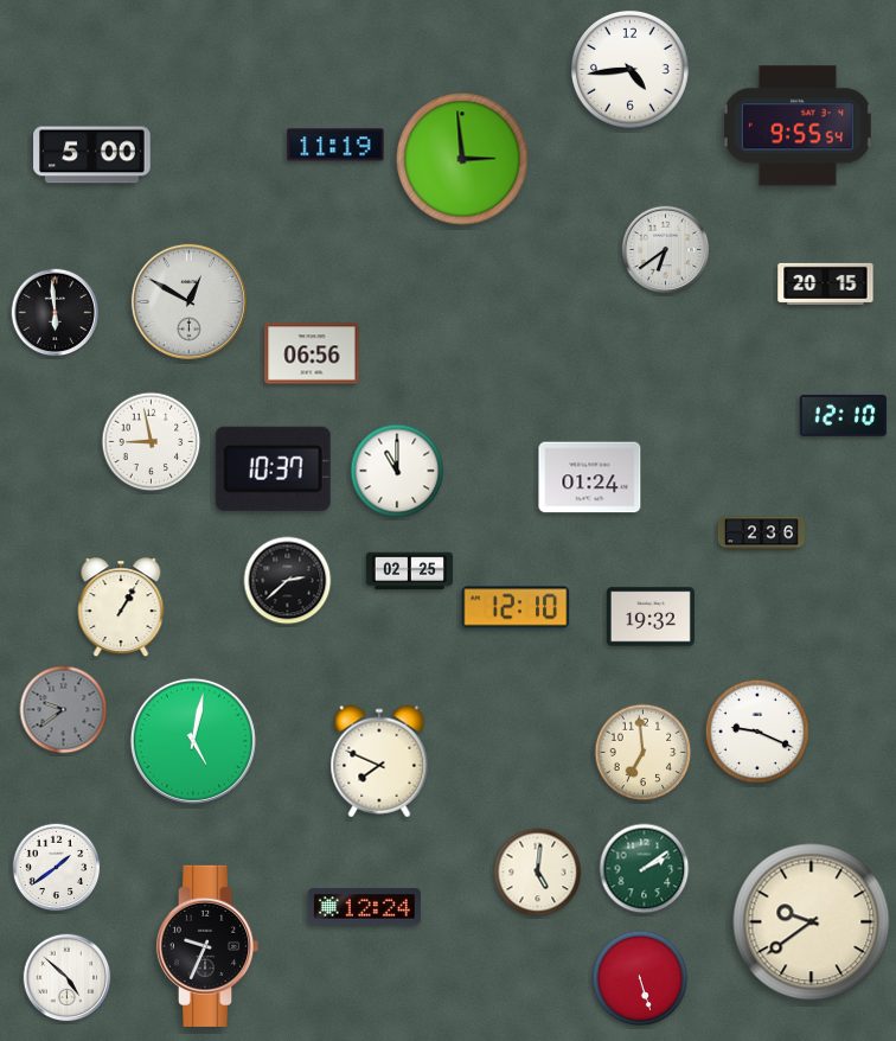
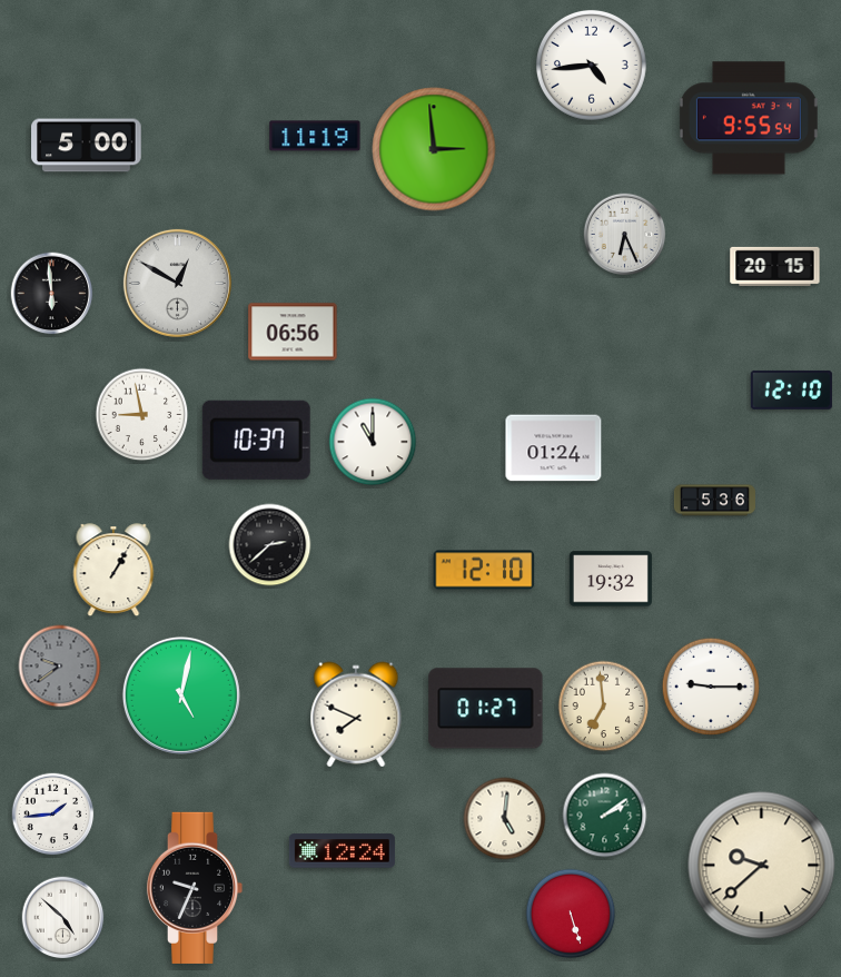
clock at (666, 250): 6:39 -> 6:26
clock at (761, 534): 2:36 -> 5:36
clock at (409, 571): 02:25 -> none
clock at (756, 730): 9:19 -> 9:15
clock at (486, 709): none -> 01:27
clock at (57, 868): 1:39 -> 1:44
clock at (812, 922): 9:39 -> 9:38
clock at (640, 978) position: (640, 978) -> (571, 914)
